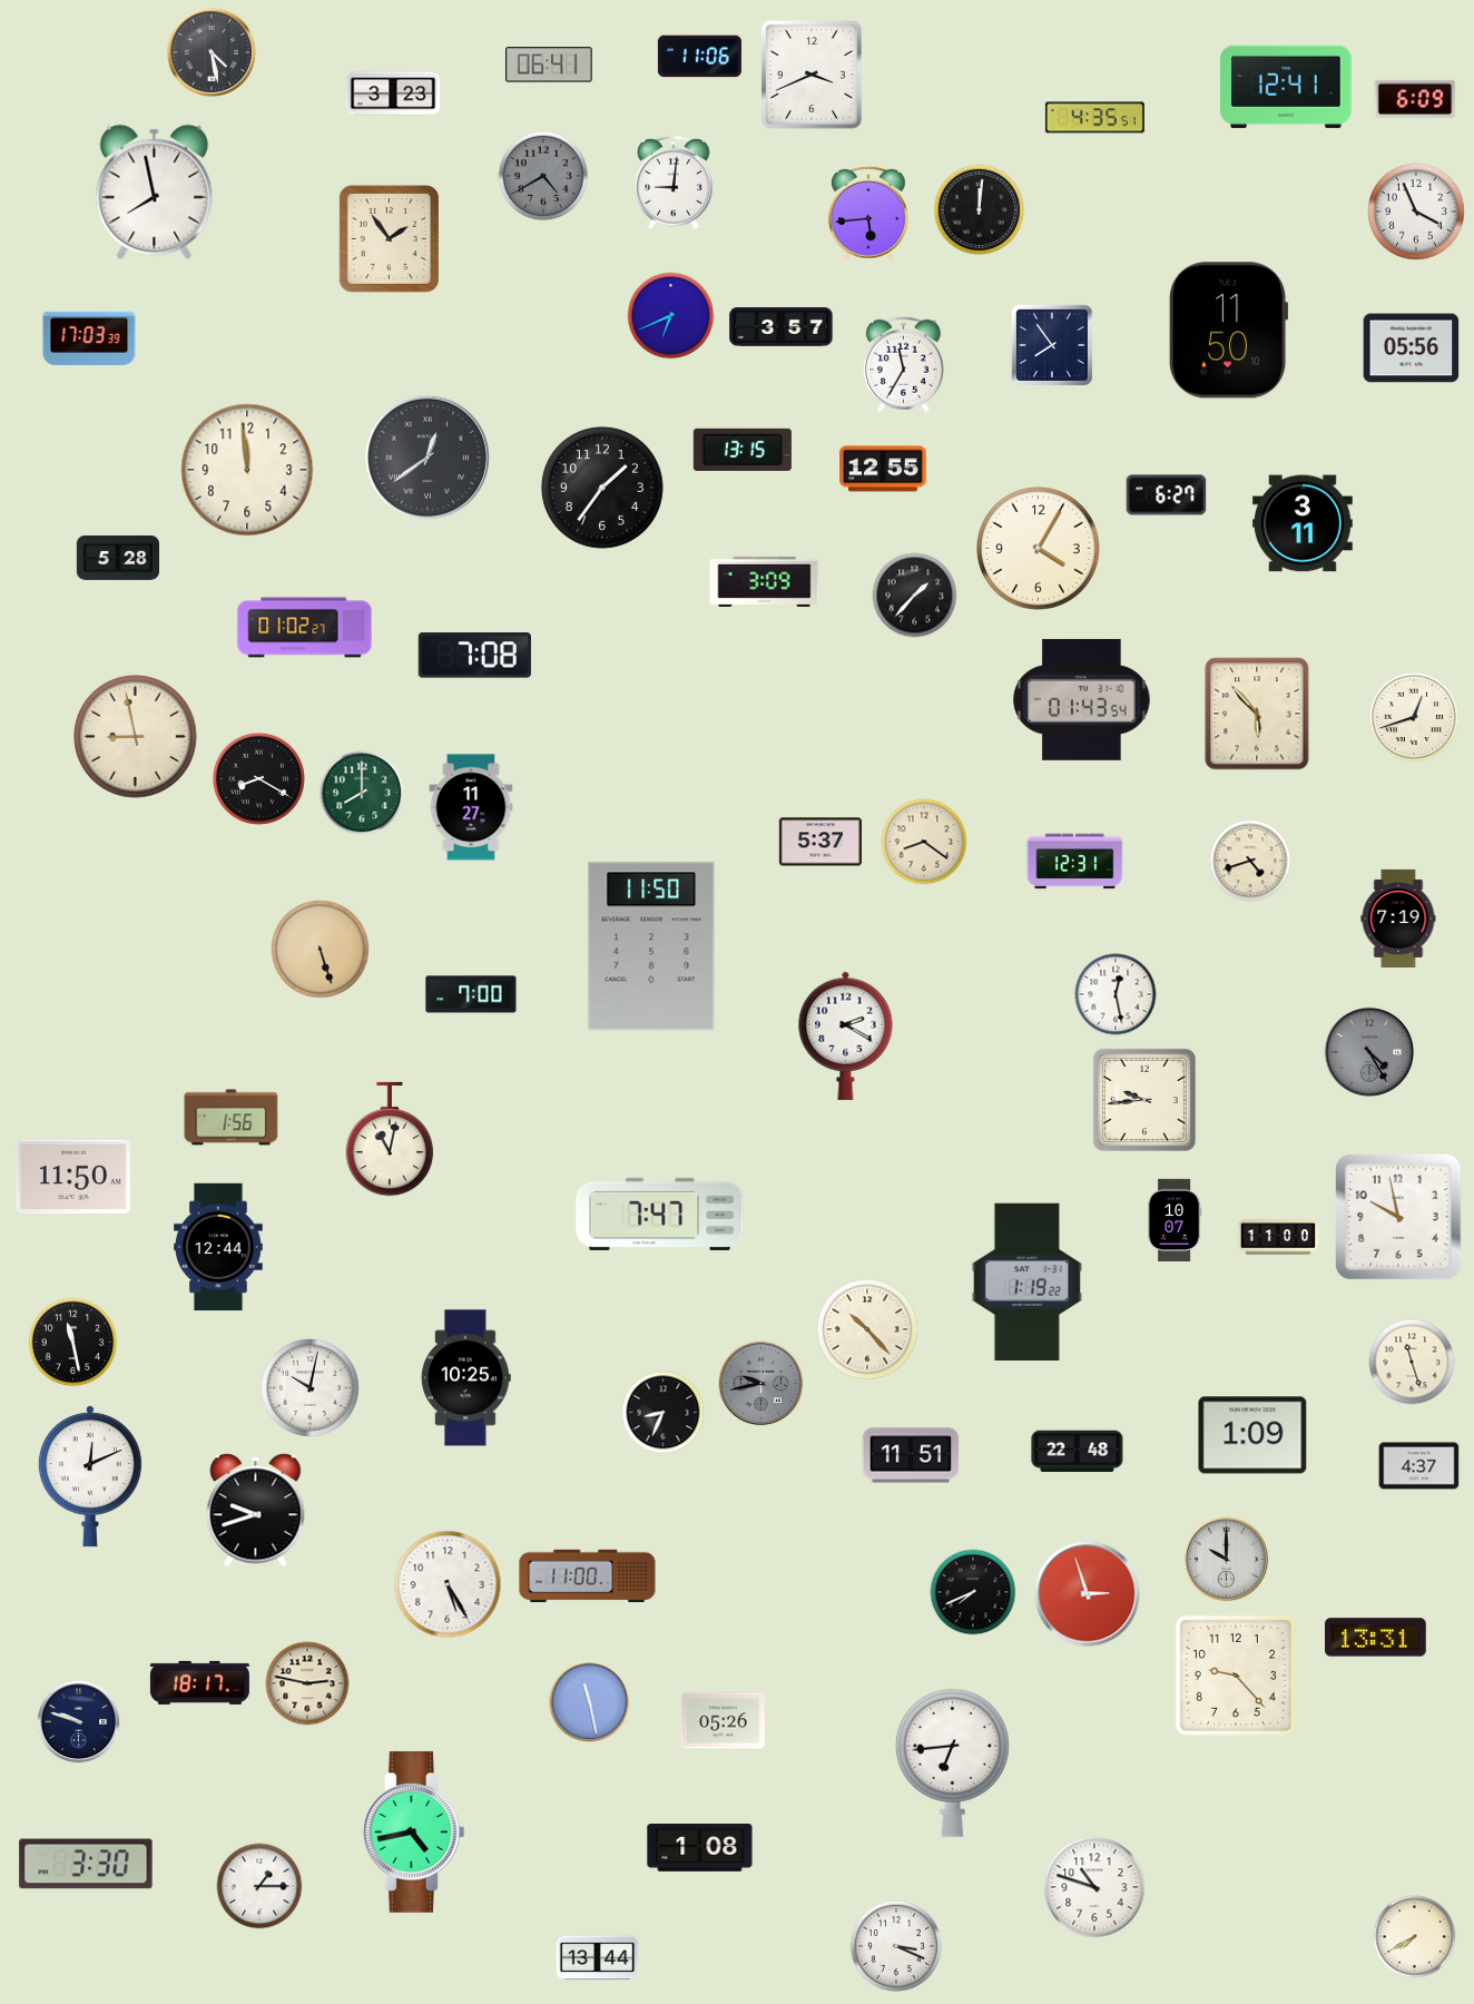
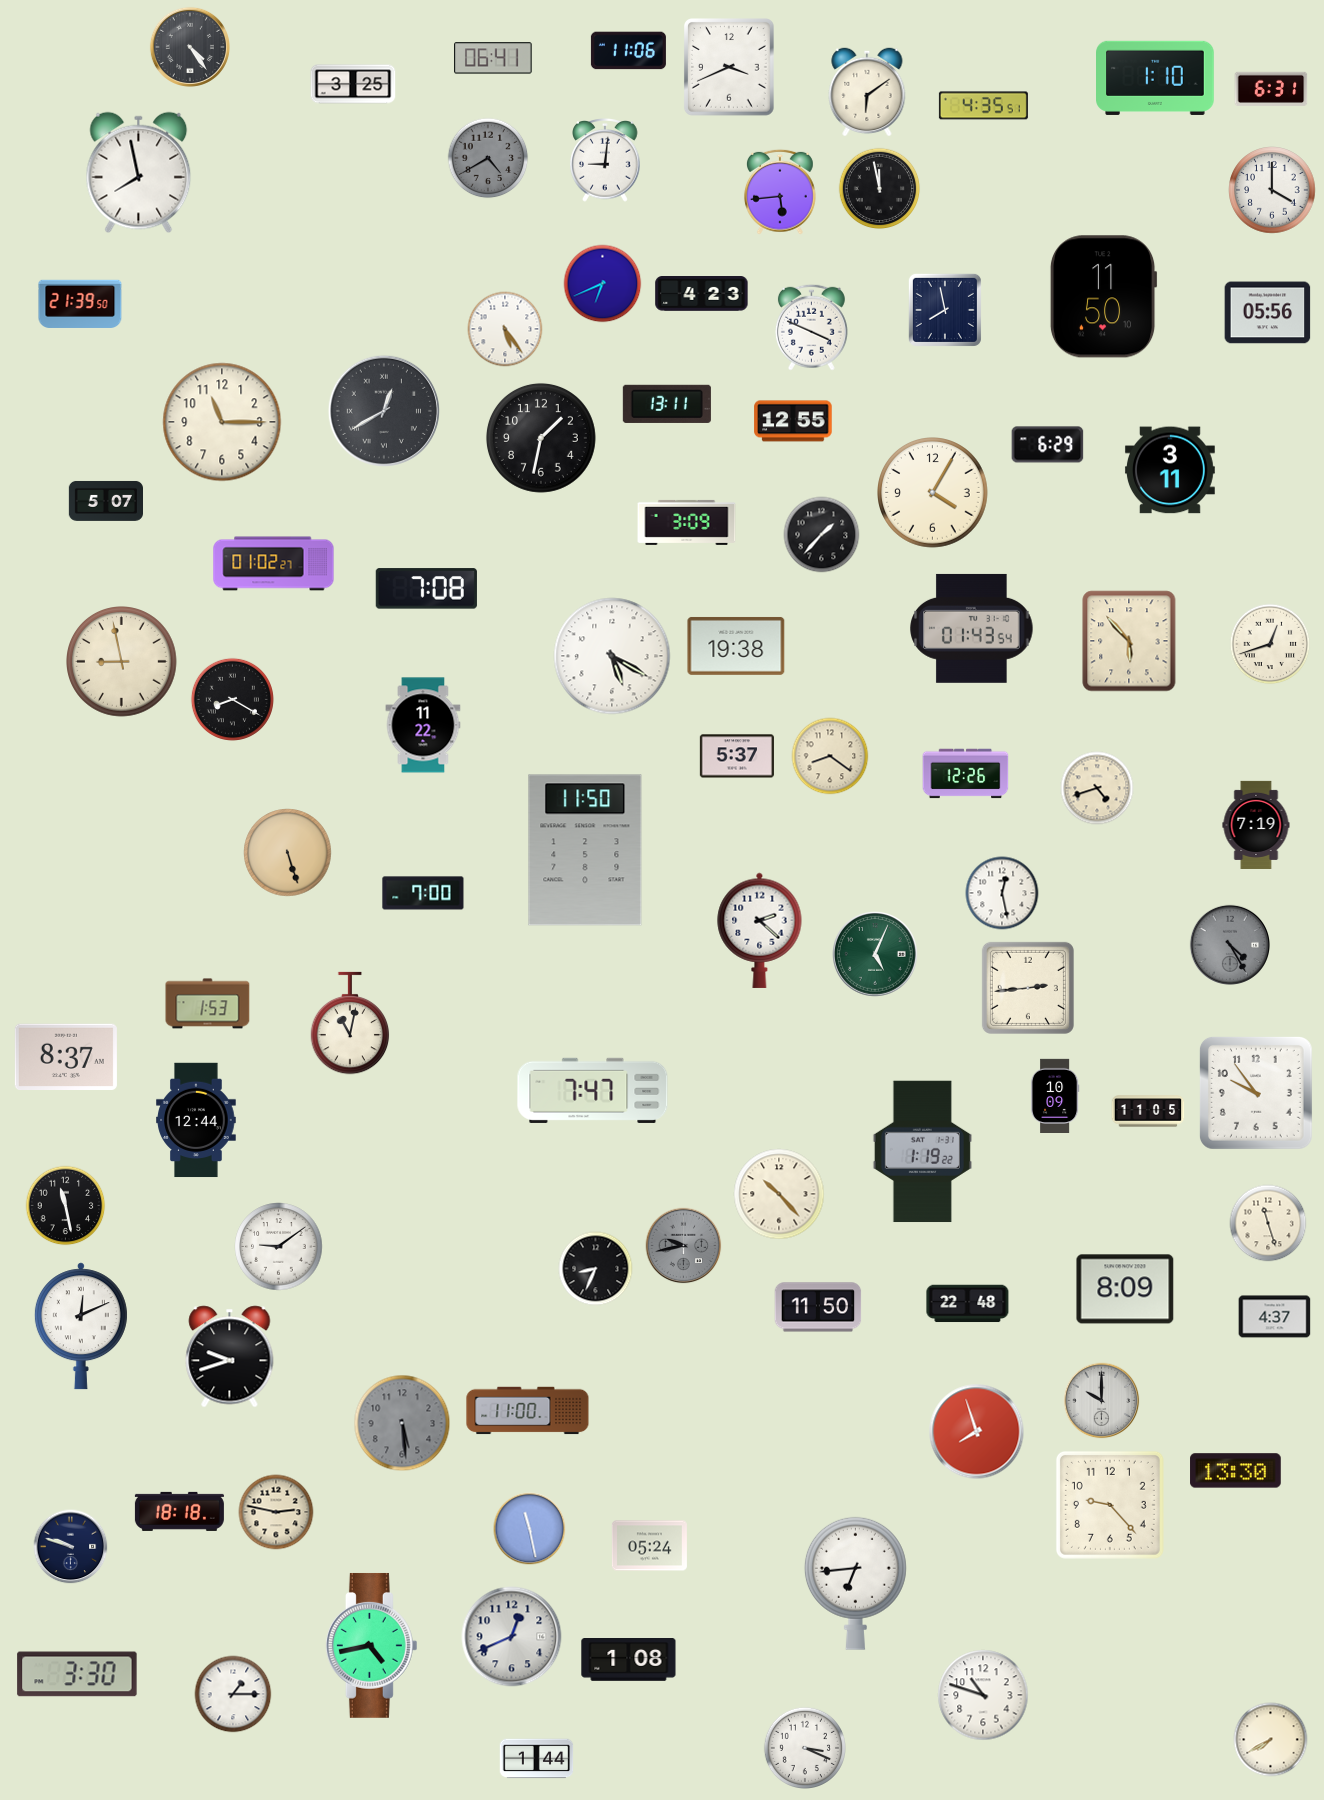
clock at (212, 52): 4:28 -> 4:24
clock at (1287, 87): 12:41 -> 1:10
clock at (393, 94): 3:23 -> 3:25
clock at (1415, 99): 6:09 -> 6:31
clock at (867, 92): none -> 6:09
clock at (674, 184) position: (674, 184) -> (605, 161)
clock at (980, 210): 12:01 -> 11:58
clock at (1416, 212): 3:56 -> 4:00
clock at (389, 238): 1:54 -> none
clock at (782, 327): 3:57 -> 4:23
clock at (89, 338): 17:03 -> 21:39
clock at (1052, 345): 7:54 -> 7:58
clock at (903, 364): 11:35 -> 3:49
clock at (505, 329): none -> 5:24
clock at (743, 450): 13:15 -> 13:11
clock at (428, 458): 12:39 -> 12:40
clock at (247, 470): 11:59 -> 11:15
clock at (602, 488): 1:36 -> 1:32
clock at (1167, 495): 6:27 -> 6:29
clock at (117, 558): 5:28 -> 5:07
clock at (736, 646): none -> 19:38
clock at (612, 656): none -> 5:20
clock at (362, 793): 8:00 -> none
clock at (471, 807): 11:27 -> 11:22
clock at (1250, 861) position: (1250, 861) -> (1097, 788)
clock at (1075, 862): 12:31 -> 12:26
clock at (846, 1035): 2:20 -> 2:22
clock at (875, 954): none -> 5:04
clock at (1144, 1100): 9:44 -> 2:44
clock at (232, 1118): 1:56 -> 1:53
clock at (73, 1176): 11:50 -> 8:37
clock at (1398, 1217): 9:58 -> 9:54
clock at (1175, 1219): 10:07 -> 10:09
clock at (1278, 1237): 11:00 -> 11:05
clock at (466, 1378): 10:25 -> none
clock at (761, 1384) position: (761, 1384) -> (684, 1246)
clock at (311, 1388): 10:02 -> 9:09
clock at (1252, 1435): 1:09 -> 8:09
clock at (911, 1455): 11:51 -> 11:50
clock at (588, 1576) position: (588, 1576) -> (528, 1411)
clock at (448, 1584): 5:25 -> 5:29
clock at (448, 1584) dial: white -> grey
clock at (973, 1592): 7:41 -> none
clock at (1088, 1594): 2:57 -> 7:57
clock at (1376, 1638): 13:31 -> 13:30
clock at (199, 1682): 18:17 -> 18:18
clock at (723, 1721): 05:26 -> 05:24
clock at (512, 1637): none -> 12:41
clock at (598, 1958): 13:44 -> 1:44
